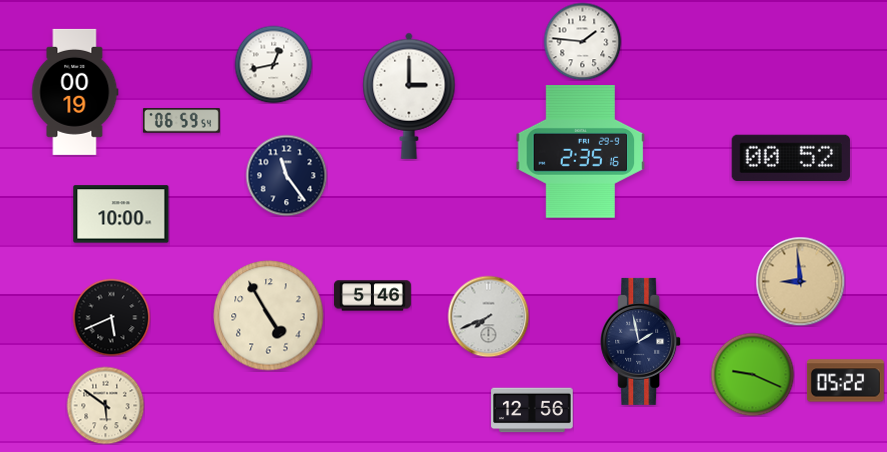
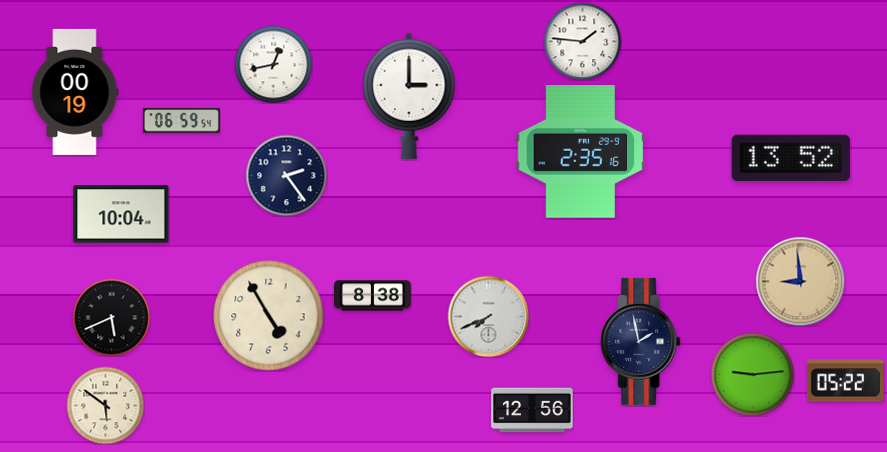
clock at (791, 158): 00:52 -> 13:52
clock at (286, 175): 11:24 -> 2:24
clock at (121, 214): 10:00 -> 10:04
clock at (372, 296): 5:46 -> 8:38
clock at (752, 374): 9:19 -> 9:14
